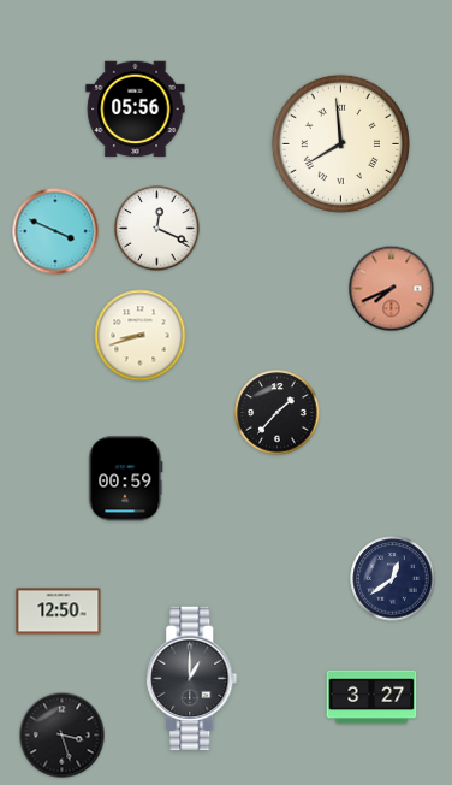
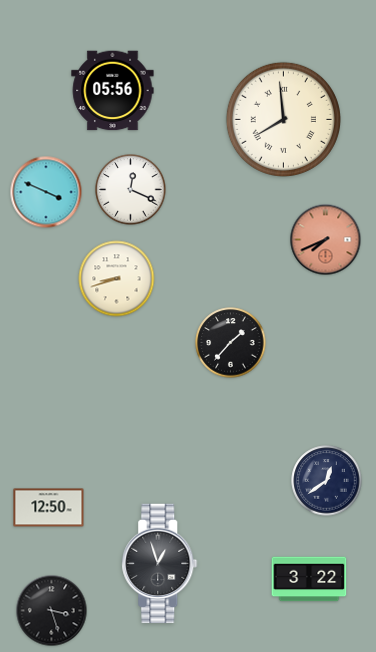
clock at (126, 479): 00:59 -> none
clock at (192, 679): 1:00 -> 12:57
clock at (371, 697): 3:27 -> 3:22
